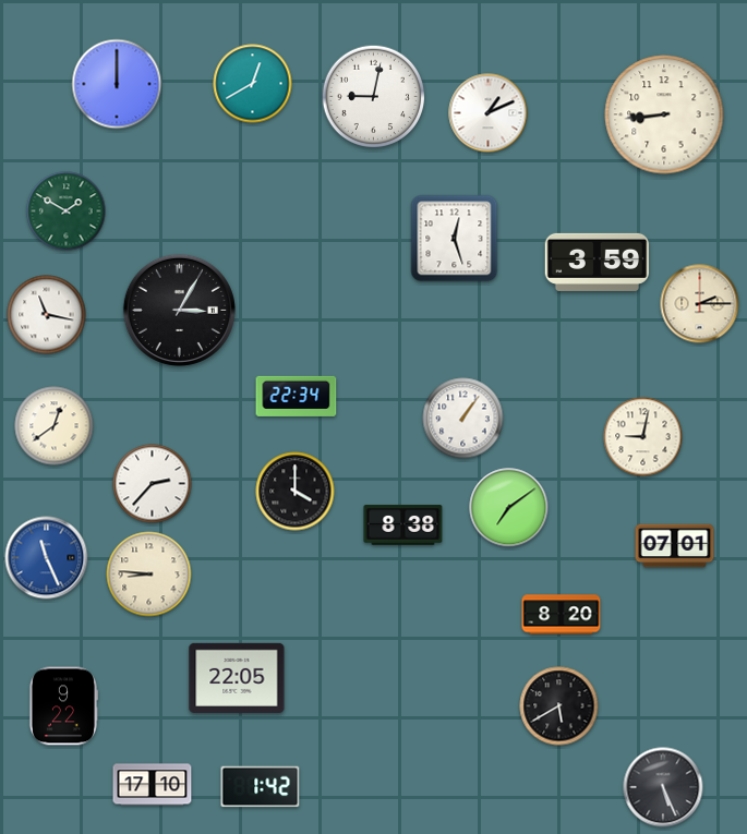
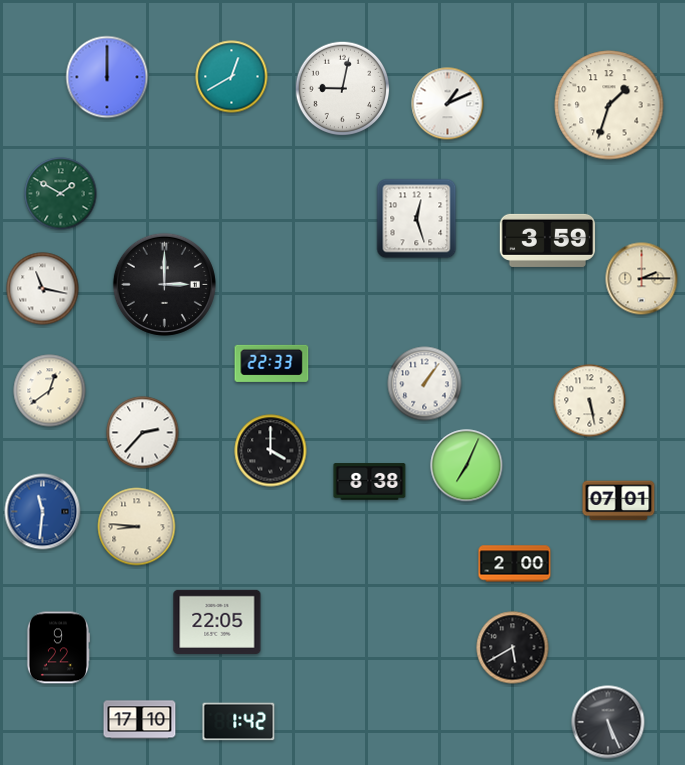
clock at (664, 114): 8:44 -> 1:33
clock at (179, 310): 3:05 -> 3:00
clock at (297, 396): 22:34 -> 22:33
clock at (643, 437): 9:02 -> 5:28
clock at (153, 484) position: (153, 484) -> (143, 433)
clock at (509, 508): 7:09 -> 7:04
clock at (47, 558): 11:26 -> 11:31
clock at (562, 615): 8:20 -> 2:00
